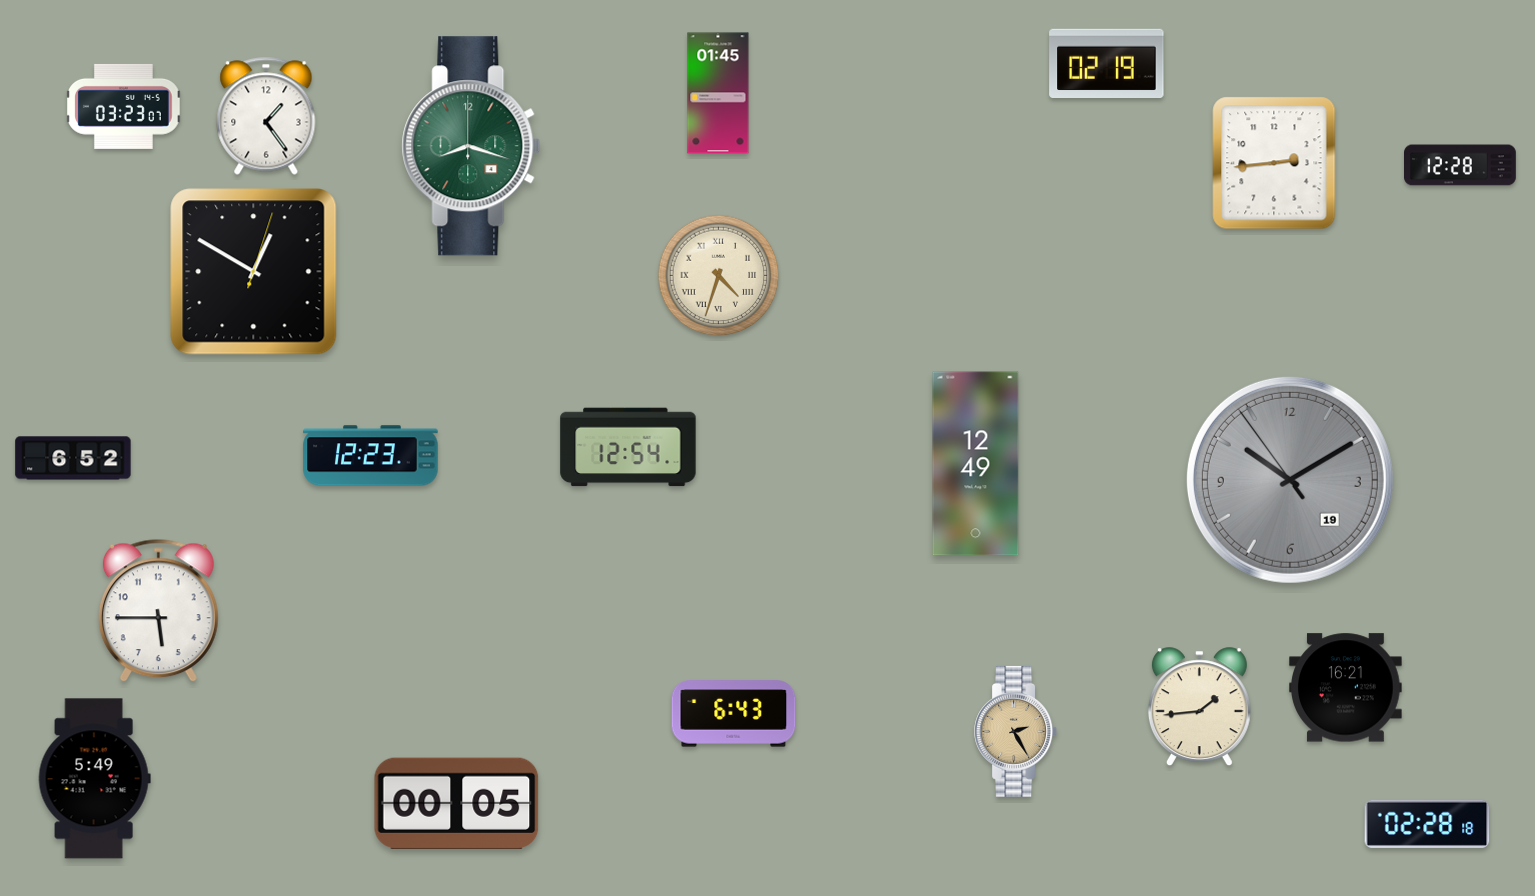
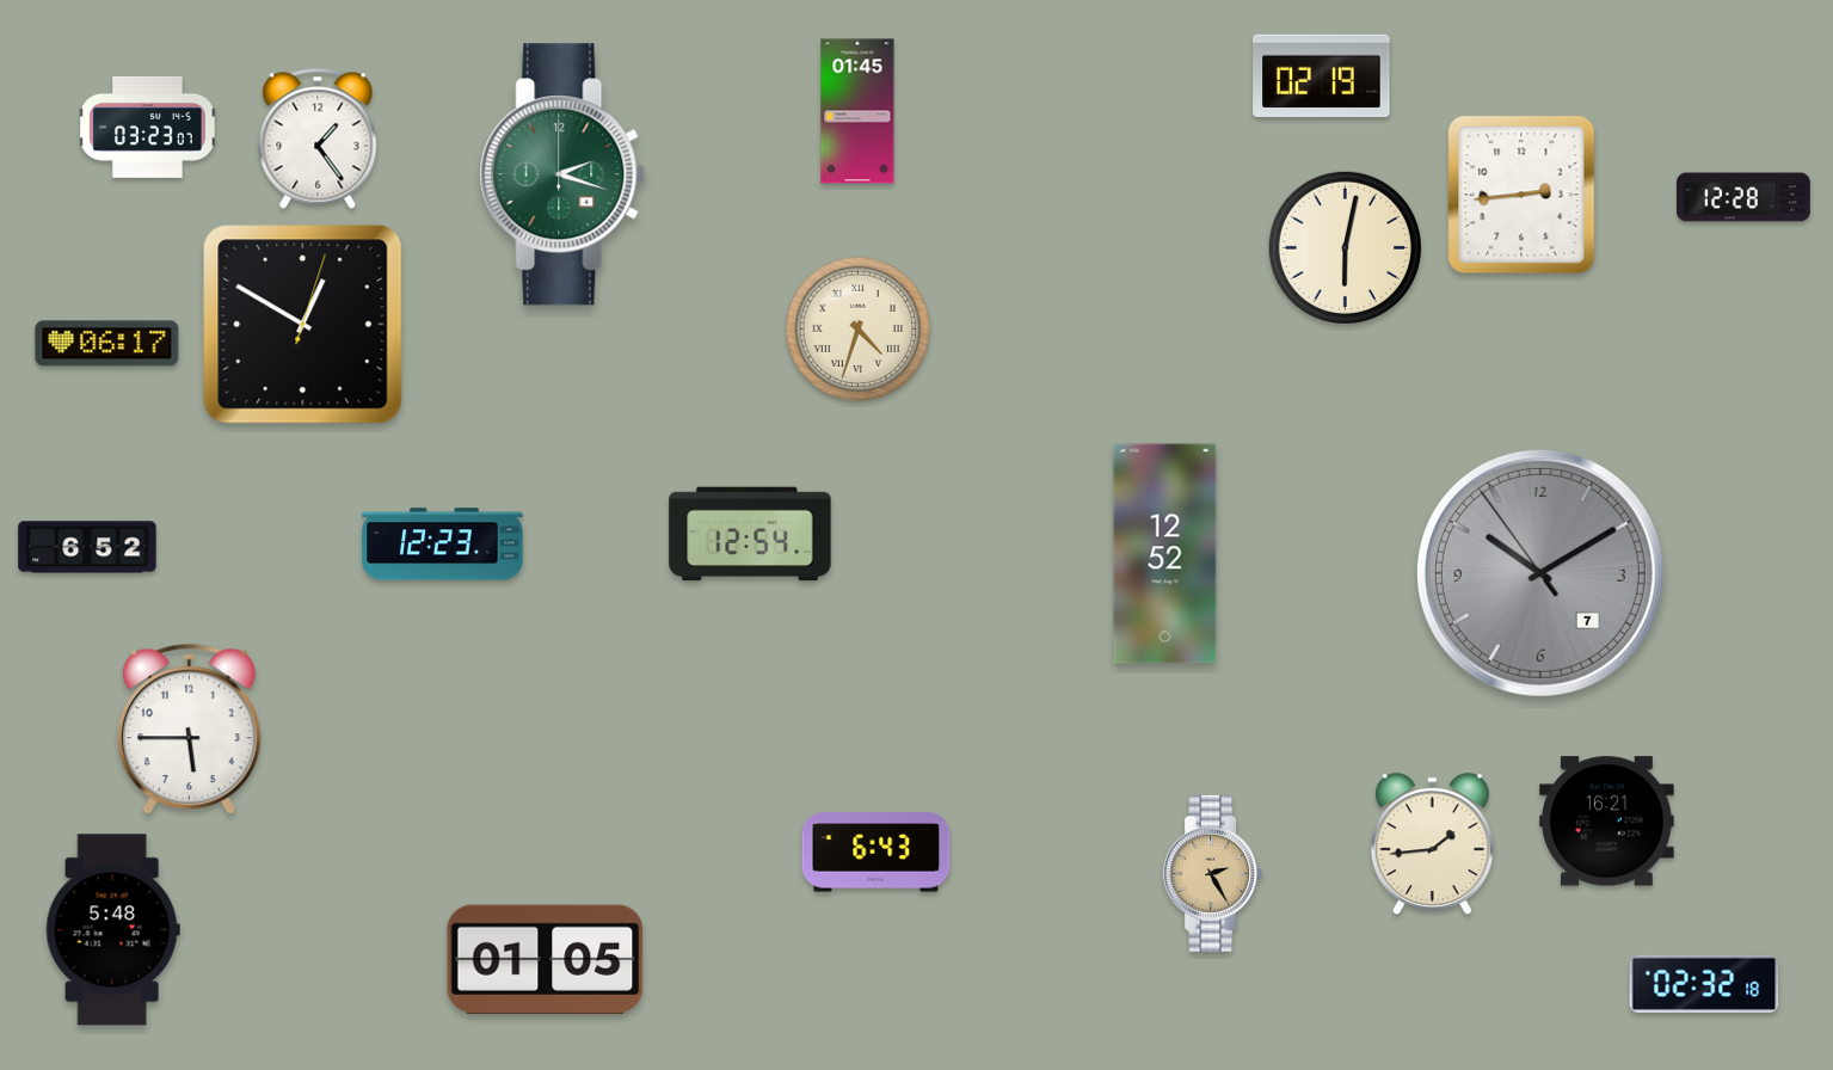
clock at (471, 146): 8:18 -> 2:18
clock at (1345, 247): none -> 6:02
clock at (107, 344): none -> 06:17
clock at (976, 464): 12:49 -> 12:52
clock at (1290, 480) date: 19 -> 7
clock at (94, 779): 5:49 -> 5:48
clock at (457, 803): 00:05 -> 01:05
clock at (1427, 824): 02:28 -> 02:32
